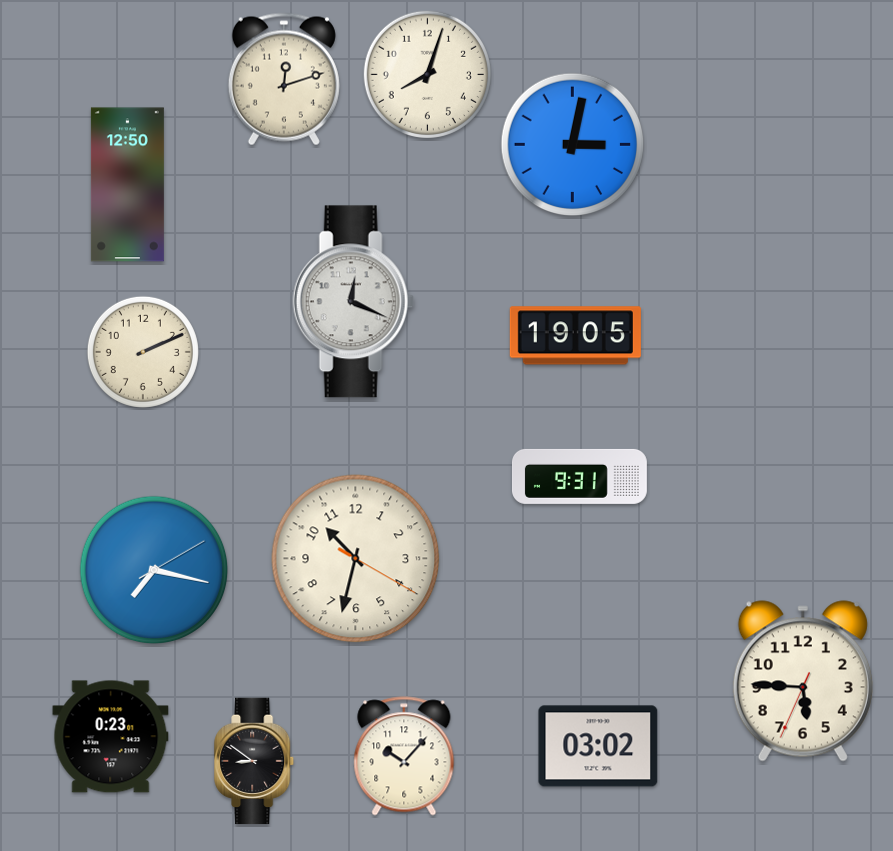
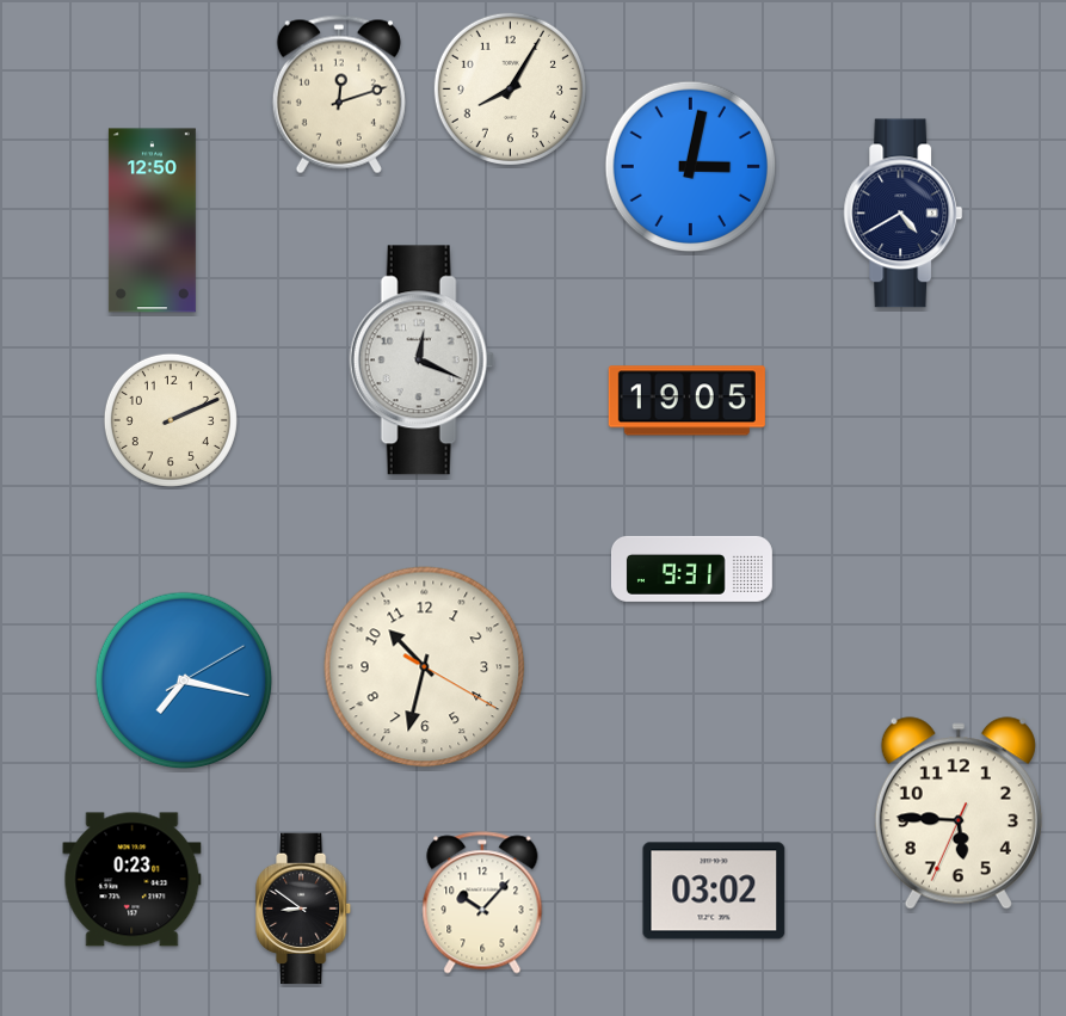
clock at (427, 74): 8:03 -> 8:05
clock at (573, 145) position: (573, 145) -> (691, 167)
clock at (904, 214): none -> 4:40
